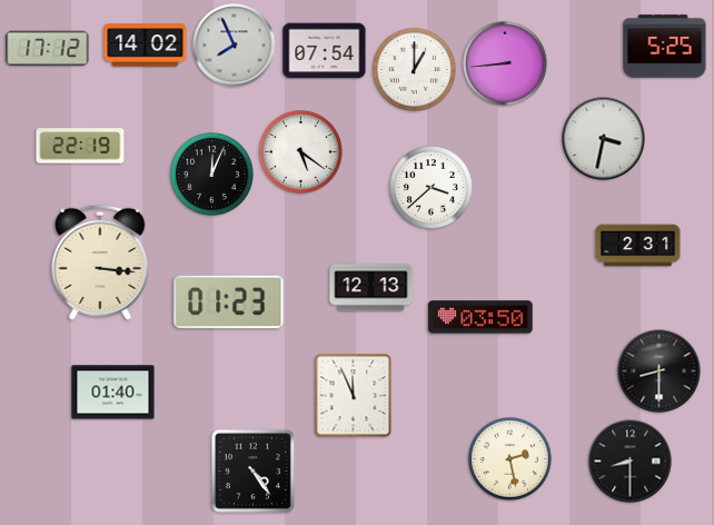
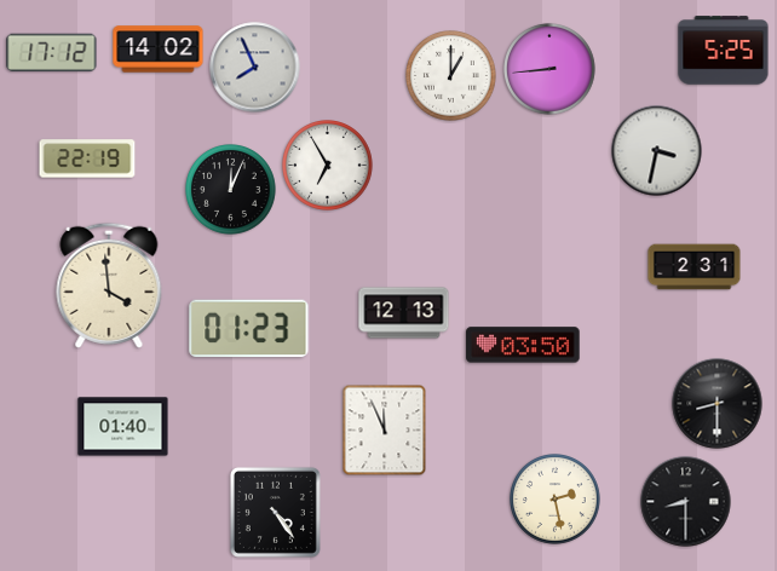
clock at (235, 46) position: (235, 46) -> (255, 68)
clock at (325, 51): 07:54 -> none
clock at (301, 152): 5:21 -> 6:55
clock at (432, 188): 3:38 -> none
clock at (100, 262): 3:16 -> 3:59
